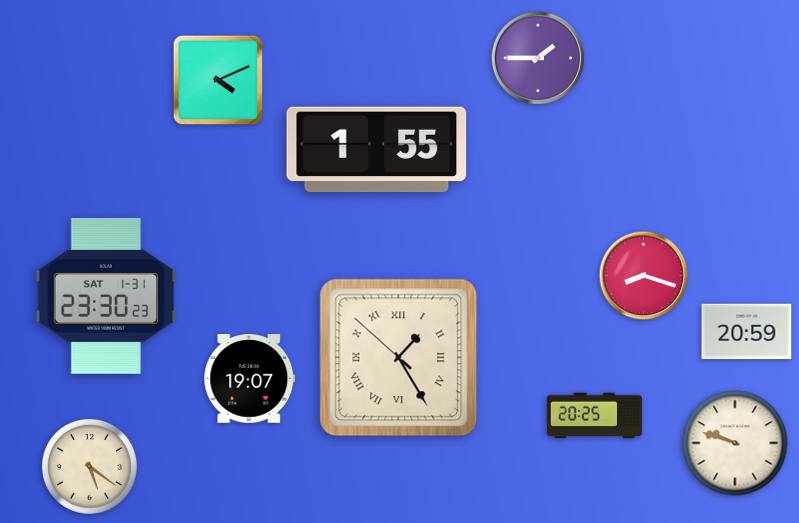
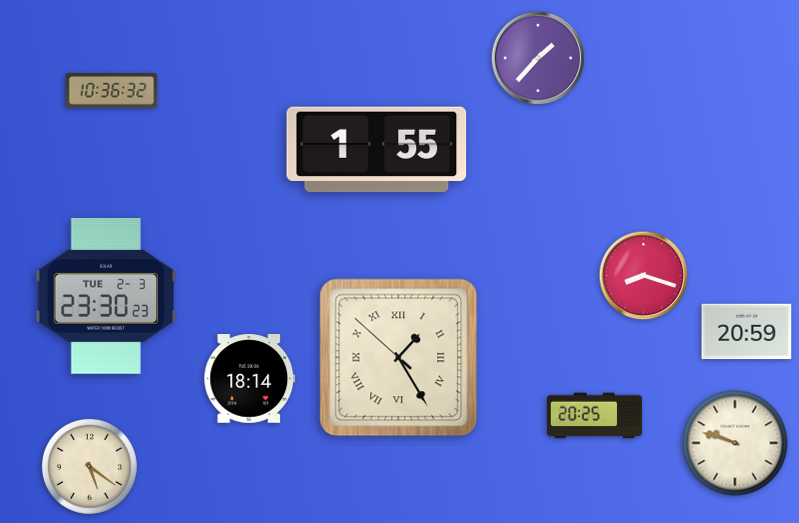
clock at (537, 57): 1:45 -> 1:37
clock at (218, 80): 4:11 -> none
clock at (112, 91): none -> 10:36
clock at (105, 296) date: SAT 1-31 -> TUE 2-3
clock at (250, 379): 19:07 -> 18:14
